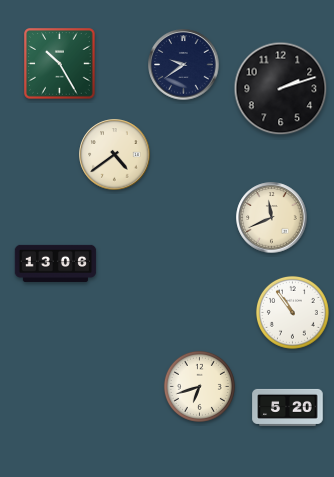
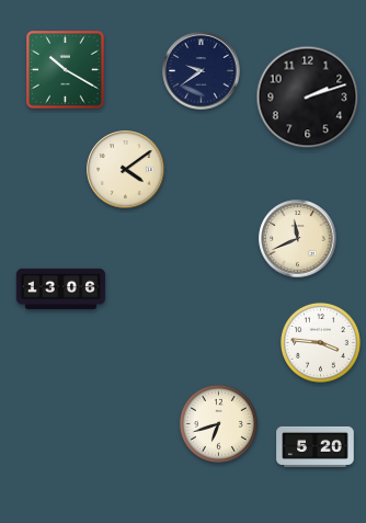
clock at (60, 64): 10:25 -> 10:20
clock at (115, 155): 4:39 -> 4:09
clock at (292, 312): 10:54 -> 3:46
